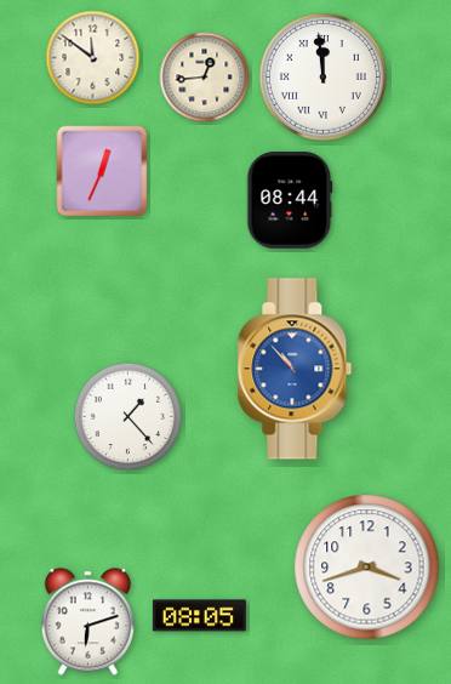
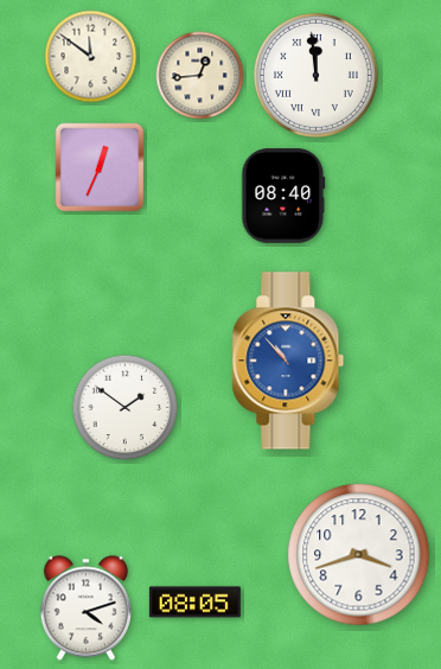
clock at (290, 200): 08:44 -> 08:40
clock at (129, 417): 1:23 -> 1:51
clock at (87, 622): 6:12 -> 4:12
